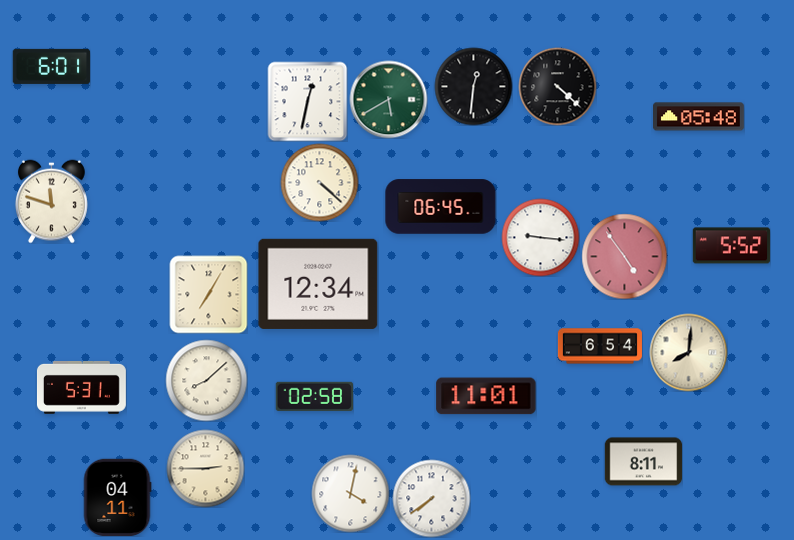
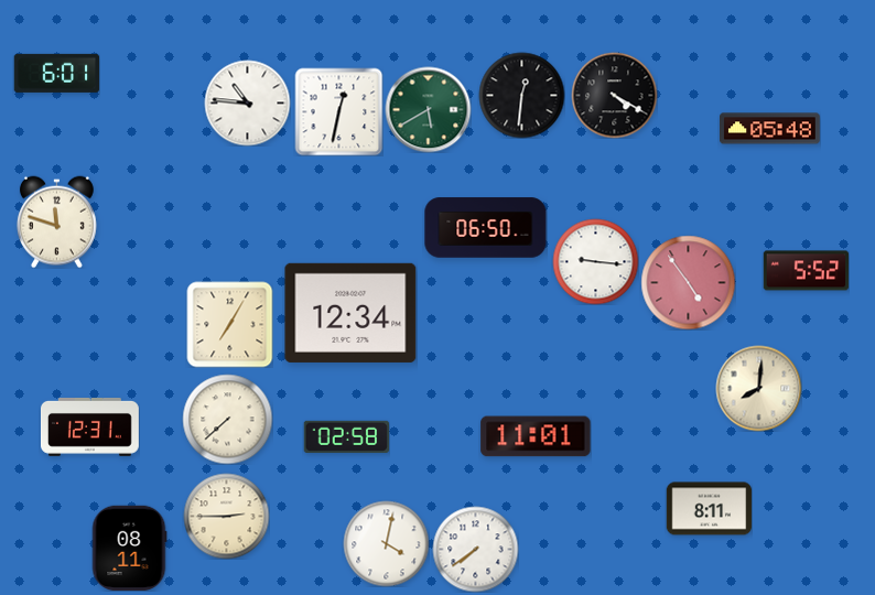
clock at (557, 86): 4:22 -> 4:20
clock at (247, 102): none -> 10:46
clock at (319, 182): 4:22 -> none
clock at (441, 207): 06:45 -> 06:50
clock at (600, 346): 6:54 -> none
clock at (206, 380): 8:08 -> 7:38
clock at (81, 387): 5:31 -> 12:31
clock at (117, 497): 04:11 -> 08:11
